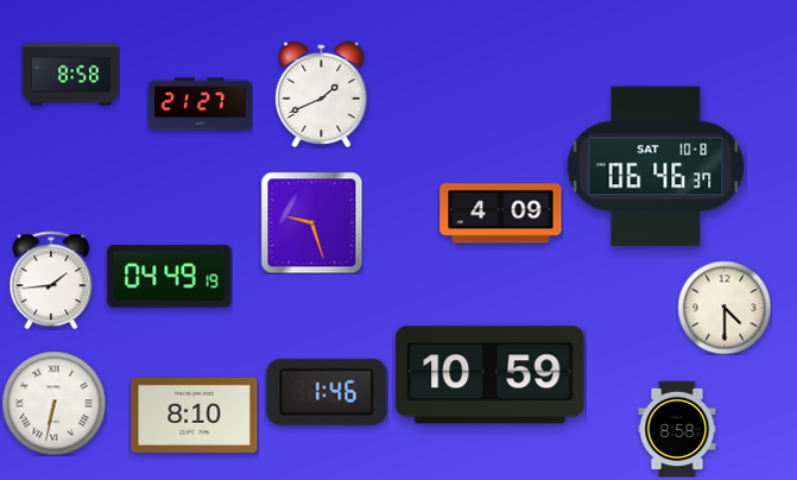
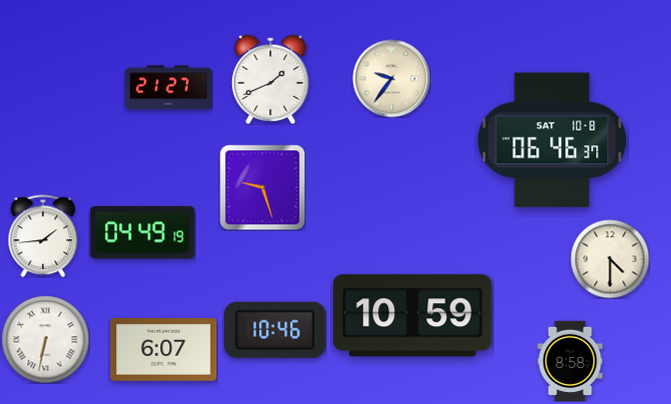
clock at (70, 75): 8:58 -> none
clock at (391, 78): none -> 9:36
clock at (501, 214): 4:09 -> none
clock at (327, 392): 1:46 -> 10:46
clock at (195, 415): 8:10 -> 6:07
